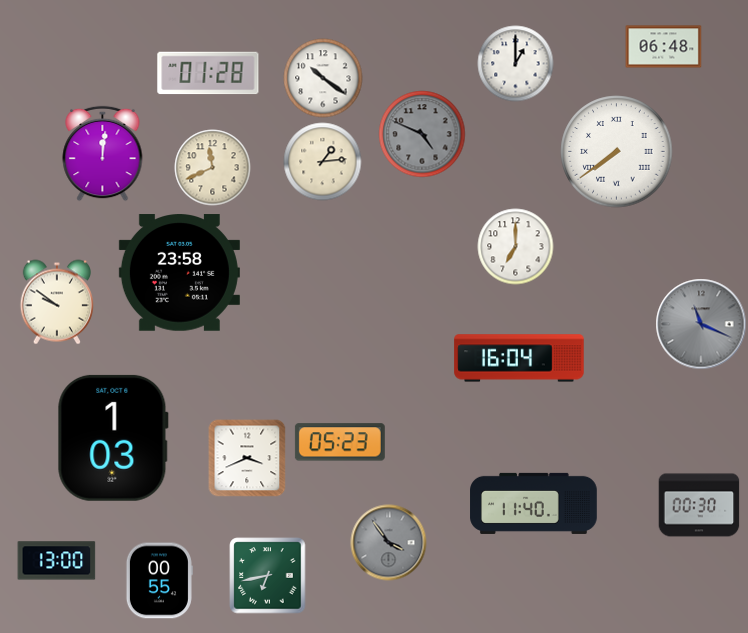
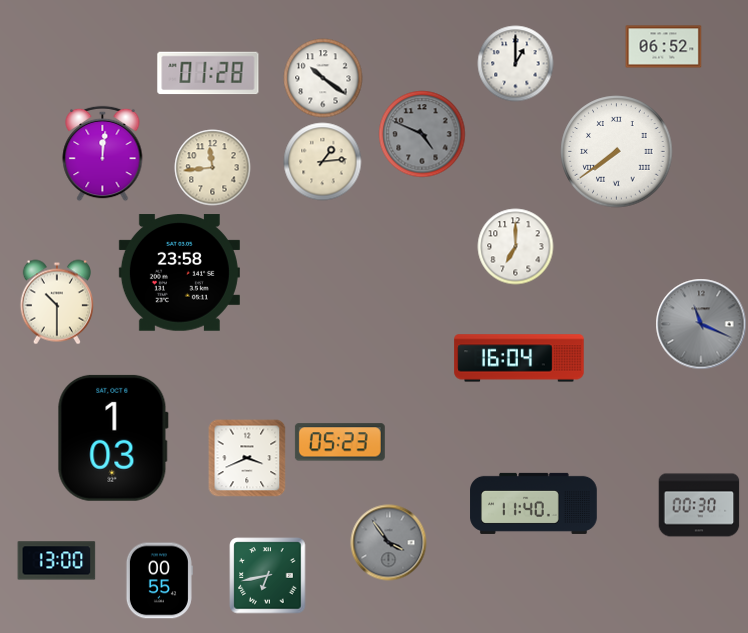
clock at (664, 47): 06:48 -> 06:52
clock at (213, 168): 11:41 -> 11:44
clock at (57, 302): 9:51 -> 10:30
